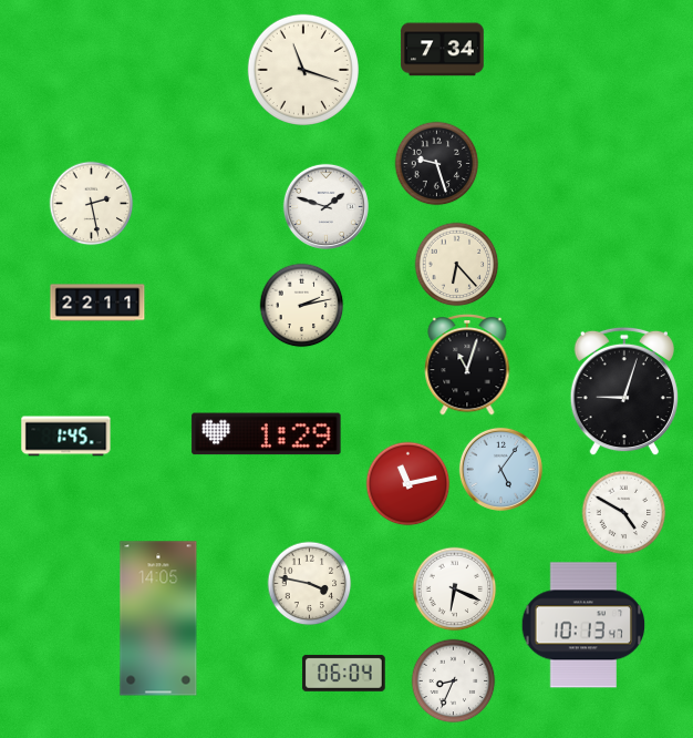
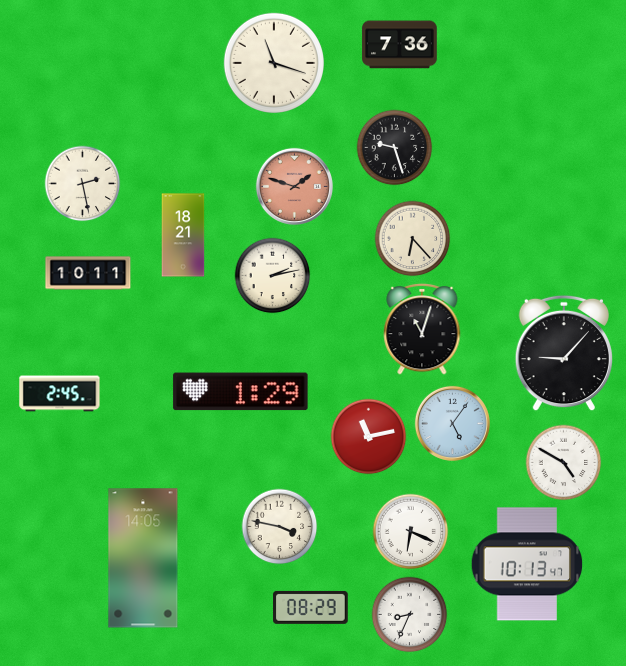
clock at (443, 50): 7:34 -> 7:36
clock at (325, 206) dial: white -> salmon
clock at (183, 235): none -> 18:21
clock at (97, 303): 22:11 -> 10:11
clock at (624, 391): 9:03 -> 9:07
clock at (66, 437): 1:45 -> 2:45
clock at (344, 673): 06:04 -> 08:29
